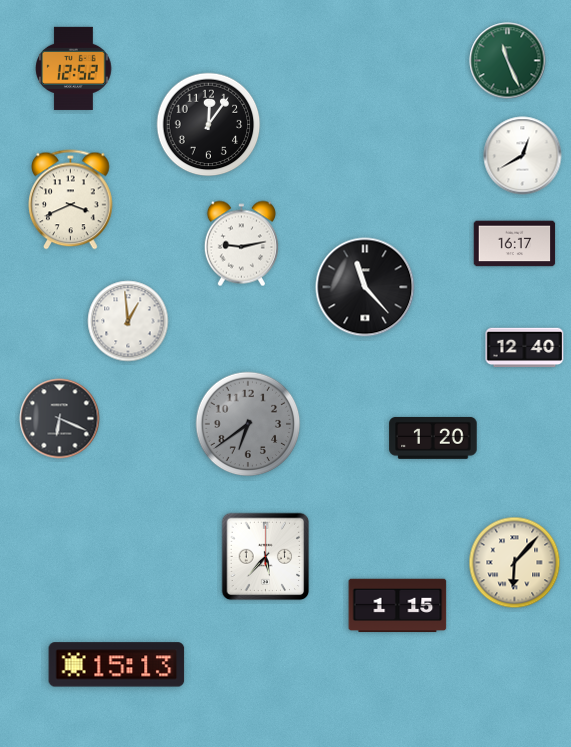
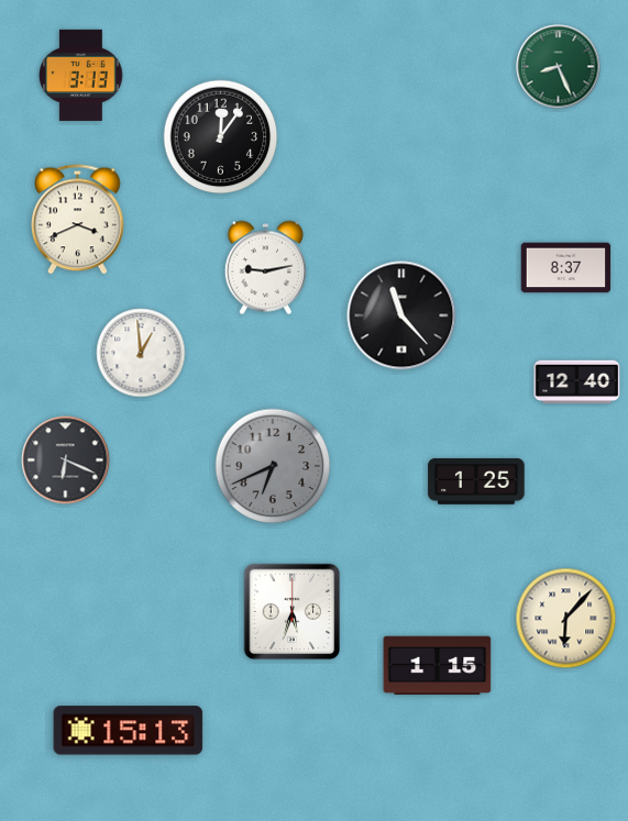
clock at (508, 61): 11:26 -> 8:26
clock at (74, 68): 12:52 -> 3:13
clock at (209, 125) position: (209, 125) -> (221, 137)
clock at (523, 156): 12:40 -> none
clock at (515, 244): 16:17 -> 8:37
clock at (248, 424): 6:39 -> 6:41
clock at (433, 438): 1:20 -> 1:25
clock at (266, 557): 5:37 -> 5:33
